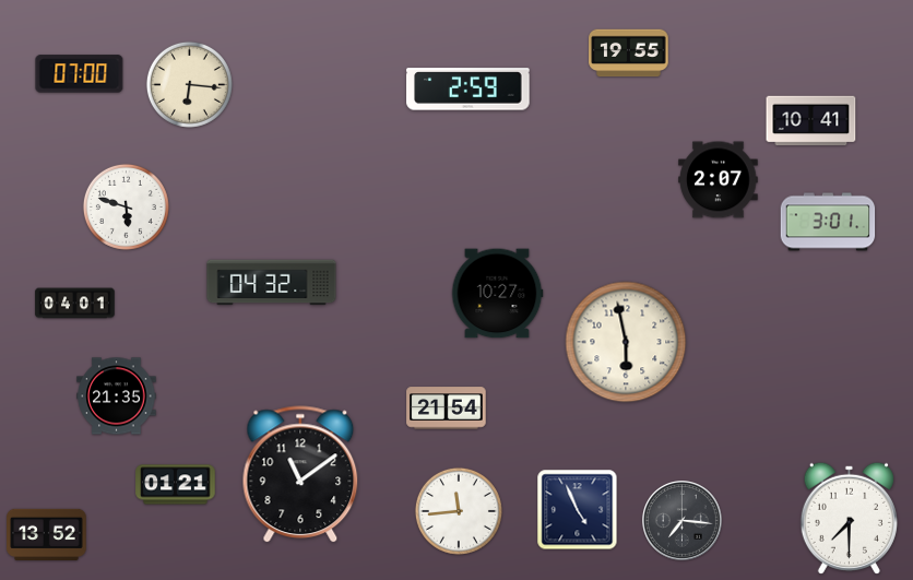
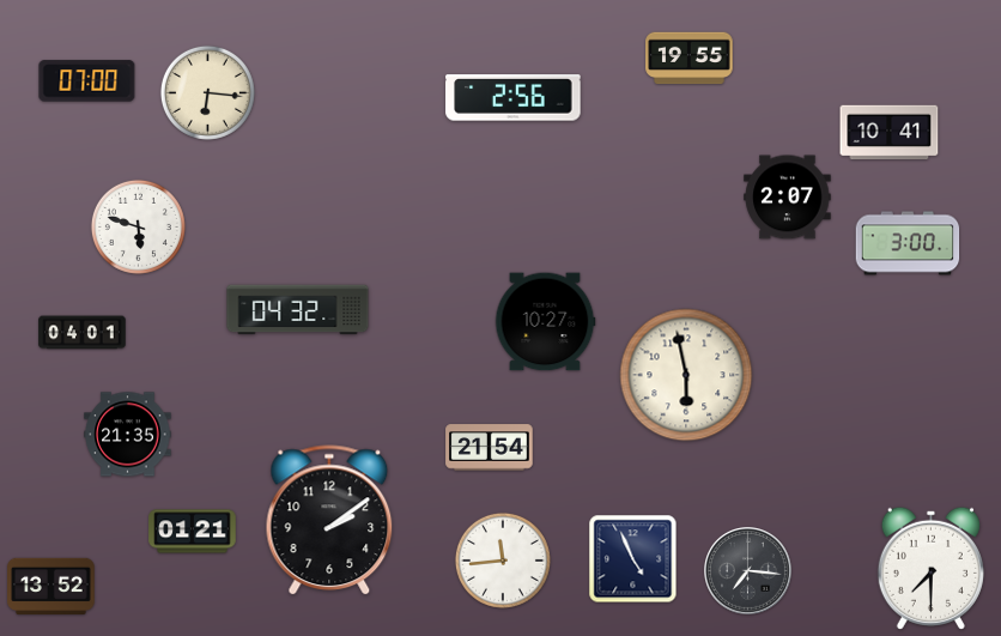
clock at (469, 90): 2:59 -> 2:56
clock at (828, 222): 3:01 -> 3:00
clock at (300, 475): 11:09 -> 2:09
